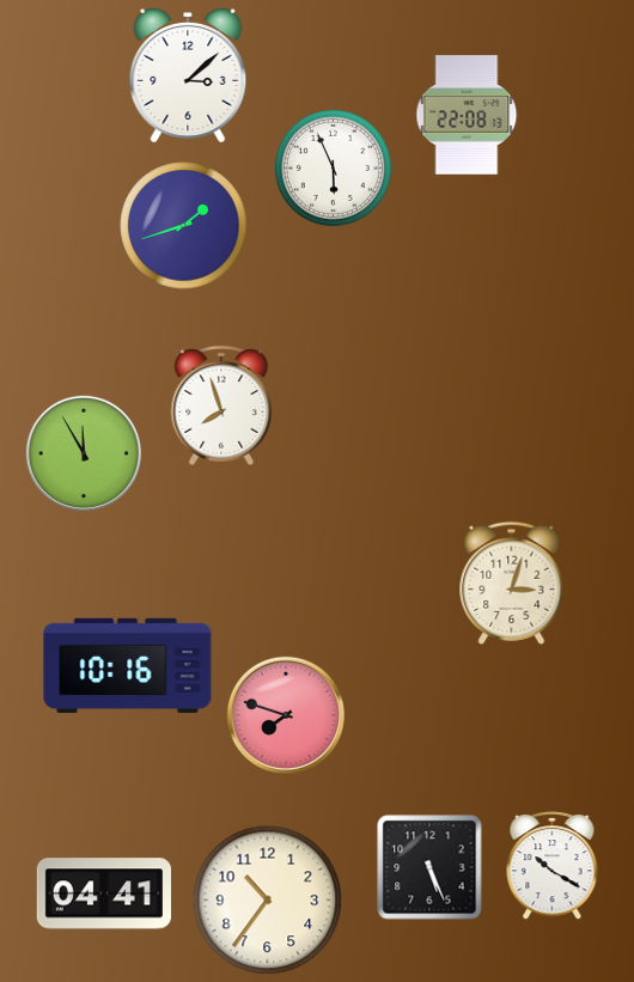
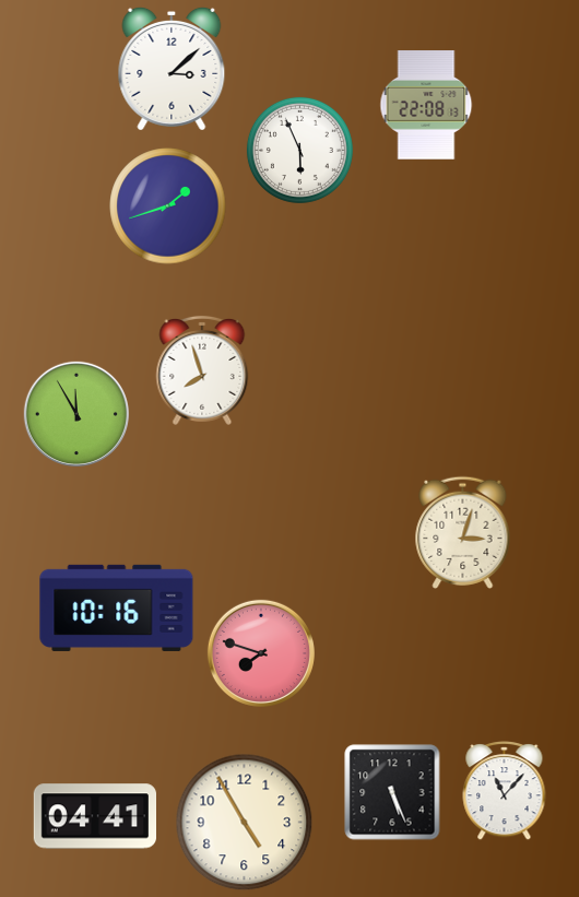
clock at (333, 167) position: (333, 167) -> (299, 150)
clock at (512, 583) position: (512, 583) -> (463, 532)
clock at (553, 866): 10:20 -> 11:07
clock at (268, 901): 10:36 -> 4:55
